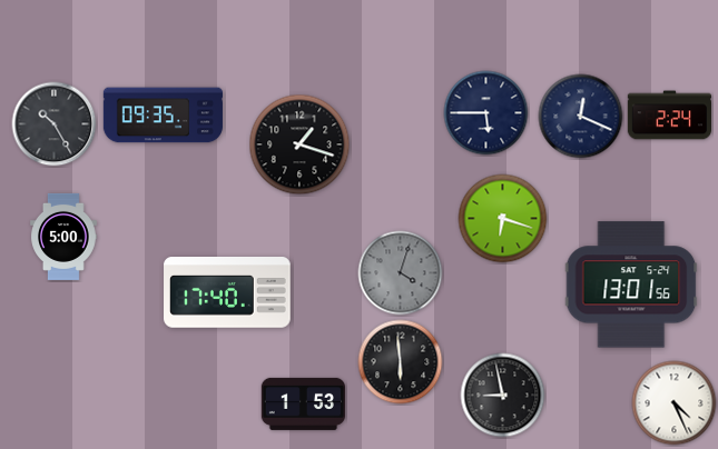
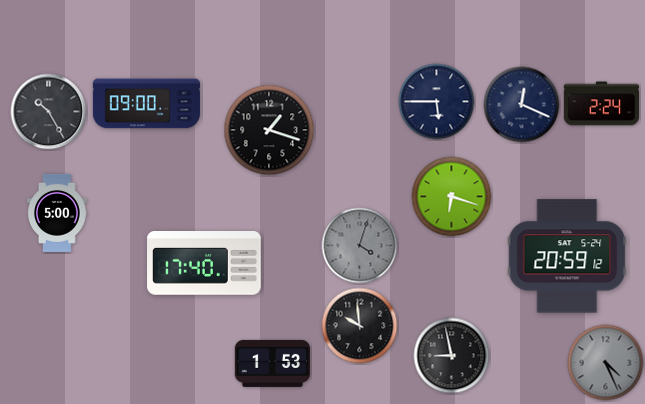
clock at (163, 116): 09:35 -> 09:00
clock at (631, 285): 13:01 -> 20:59
clock at (401, 362): 5:59 -> 9:59
clock at (675, 403) dial: white -> grey
